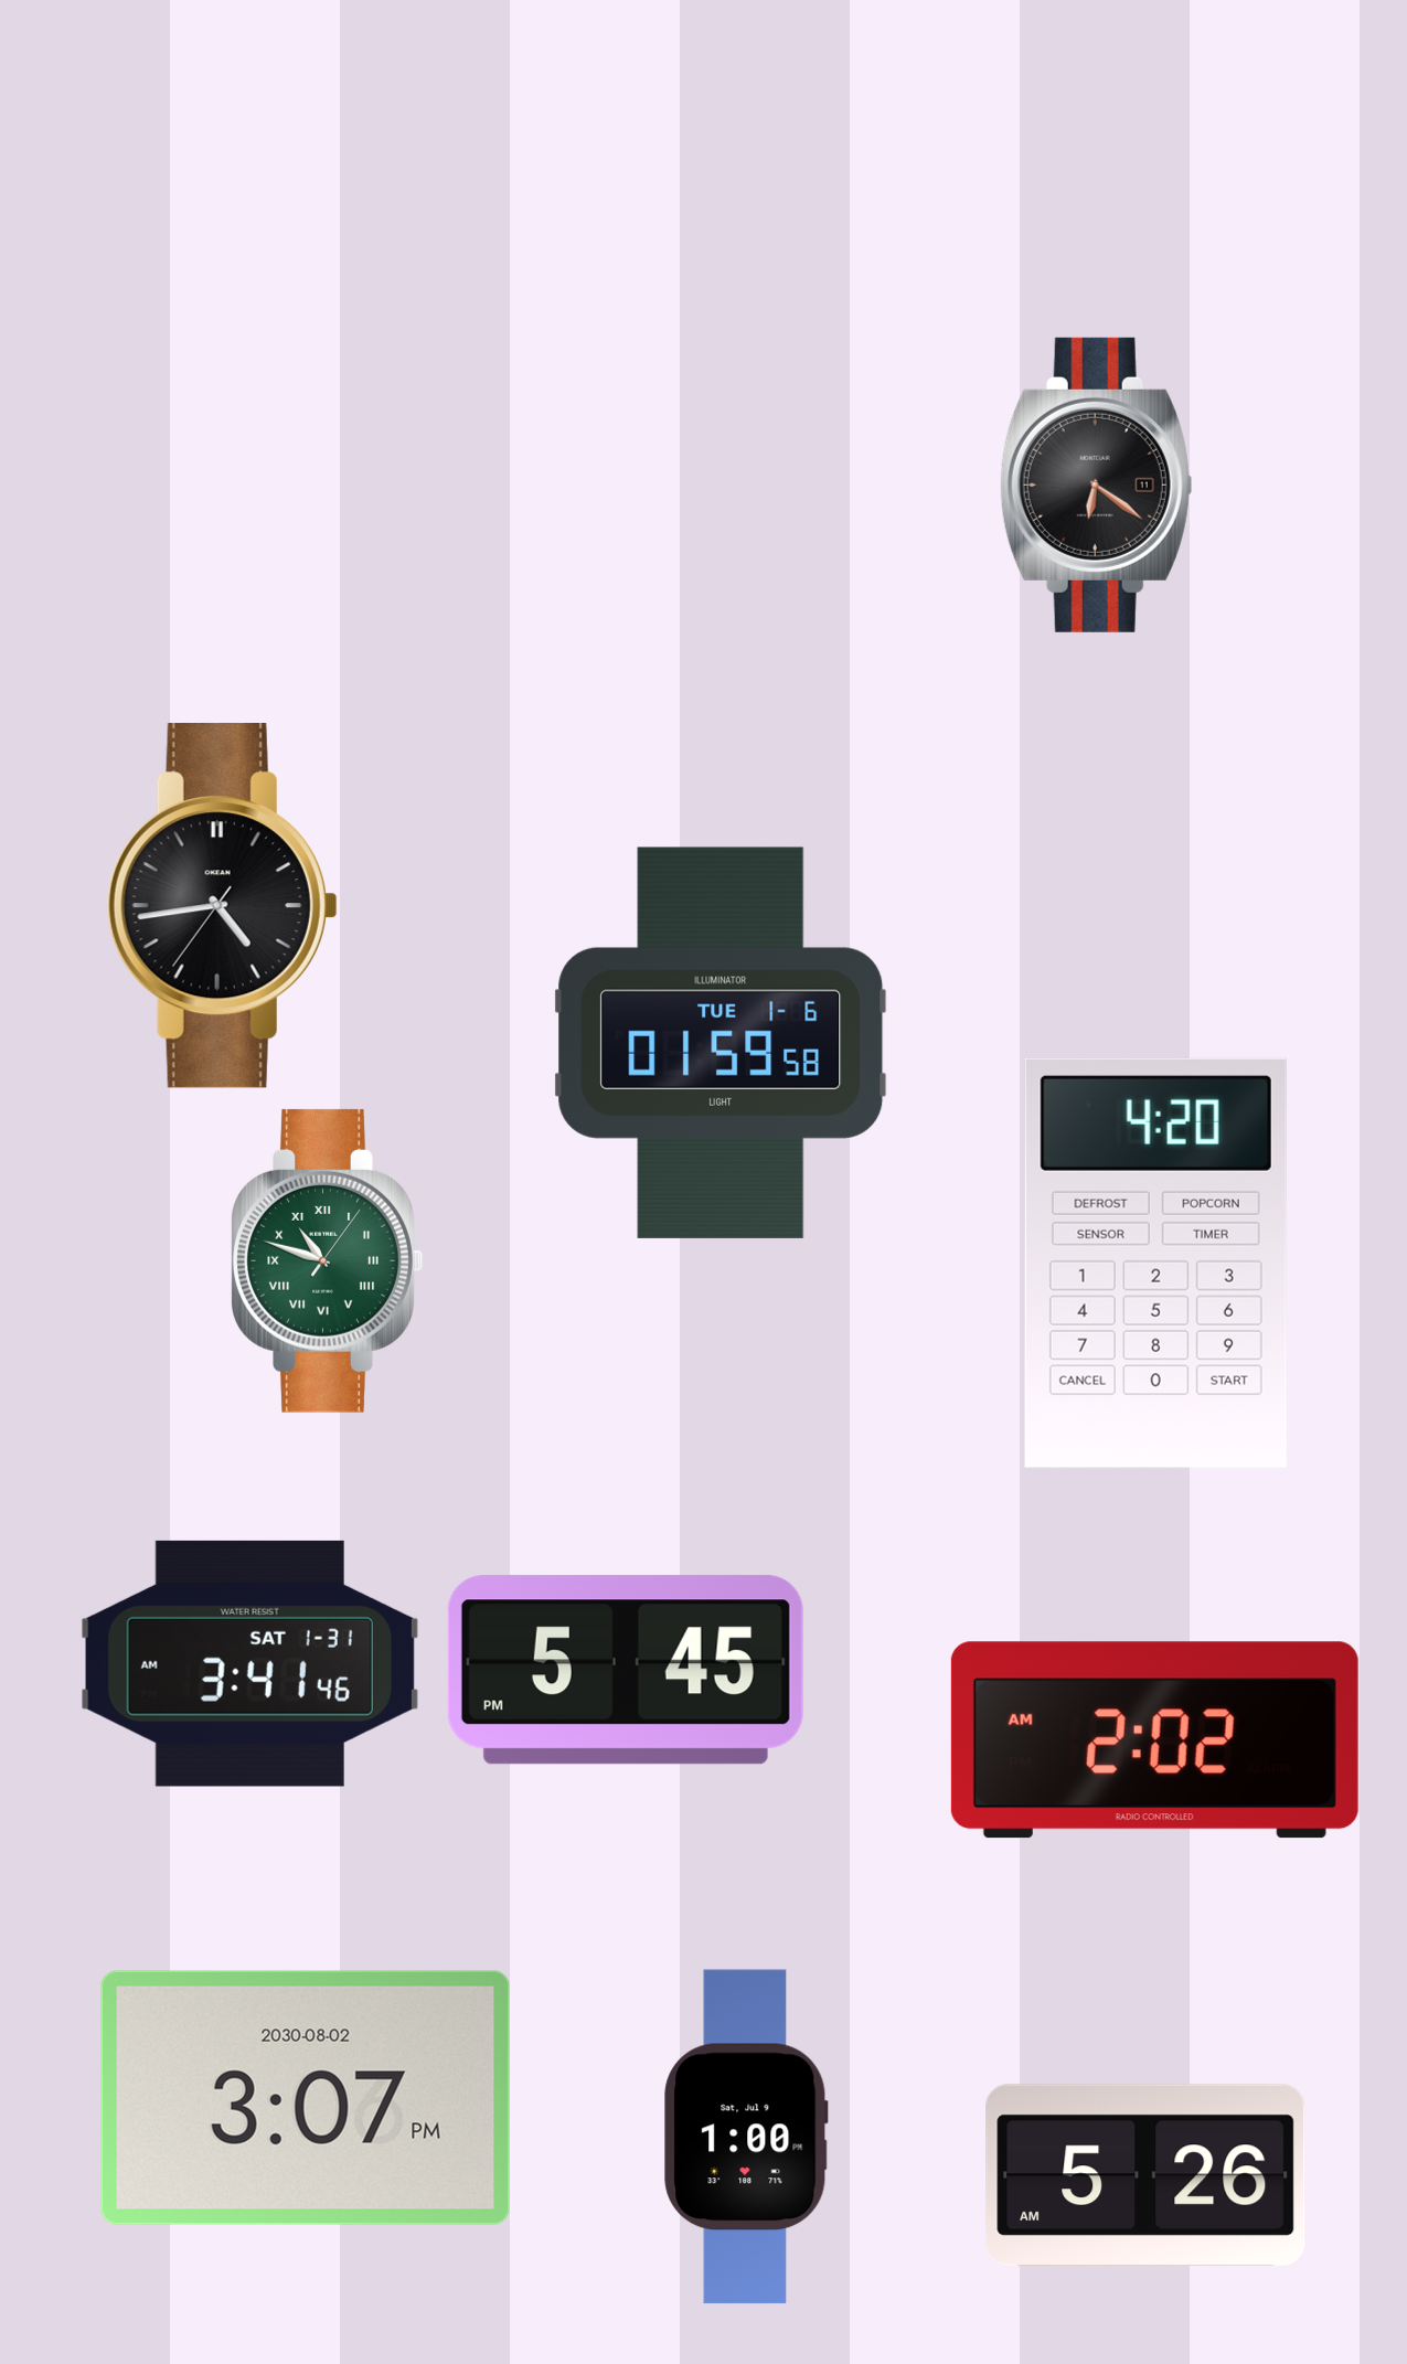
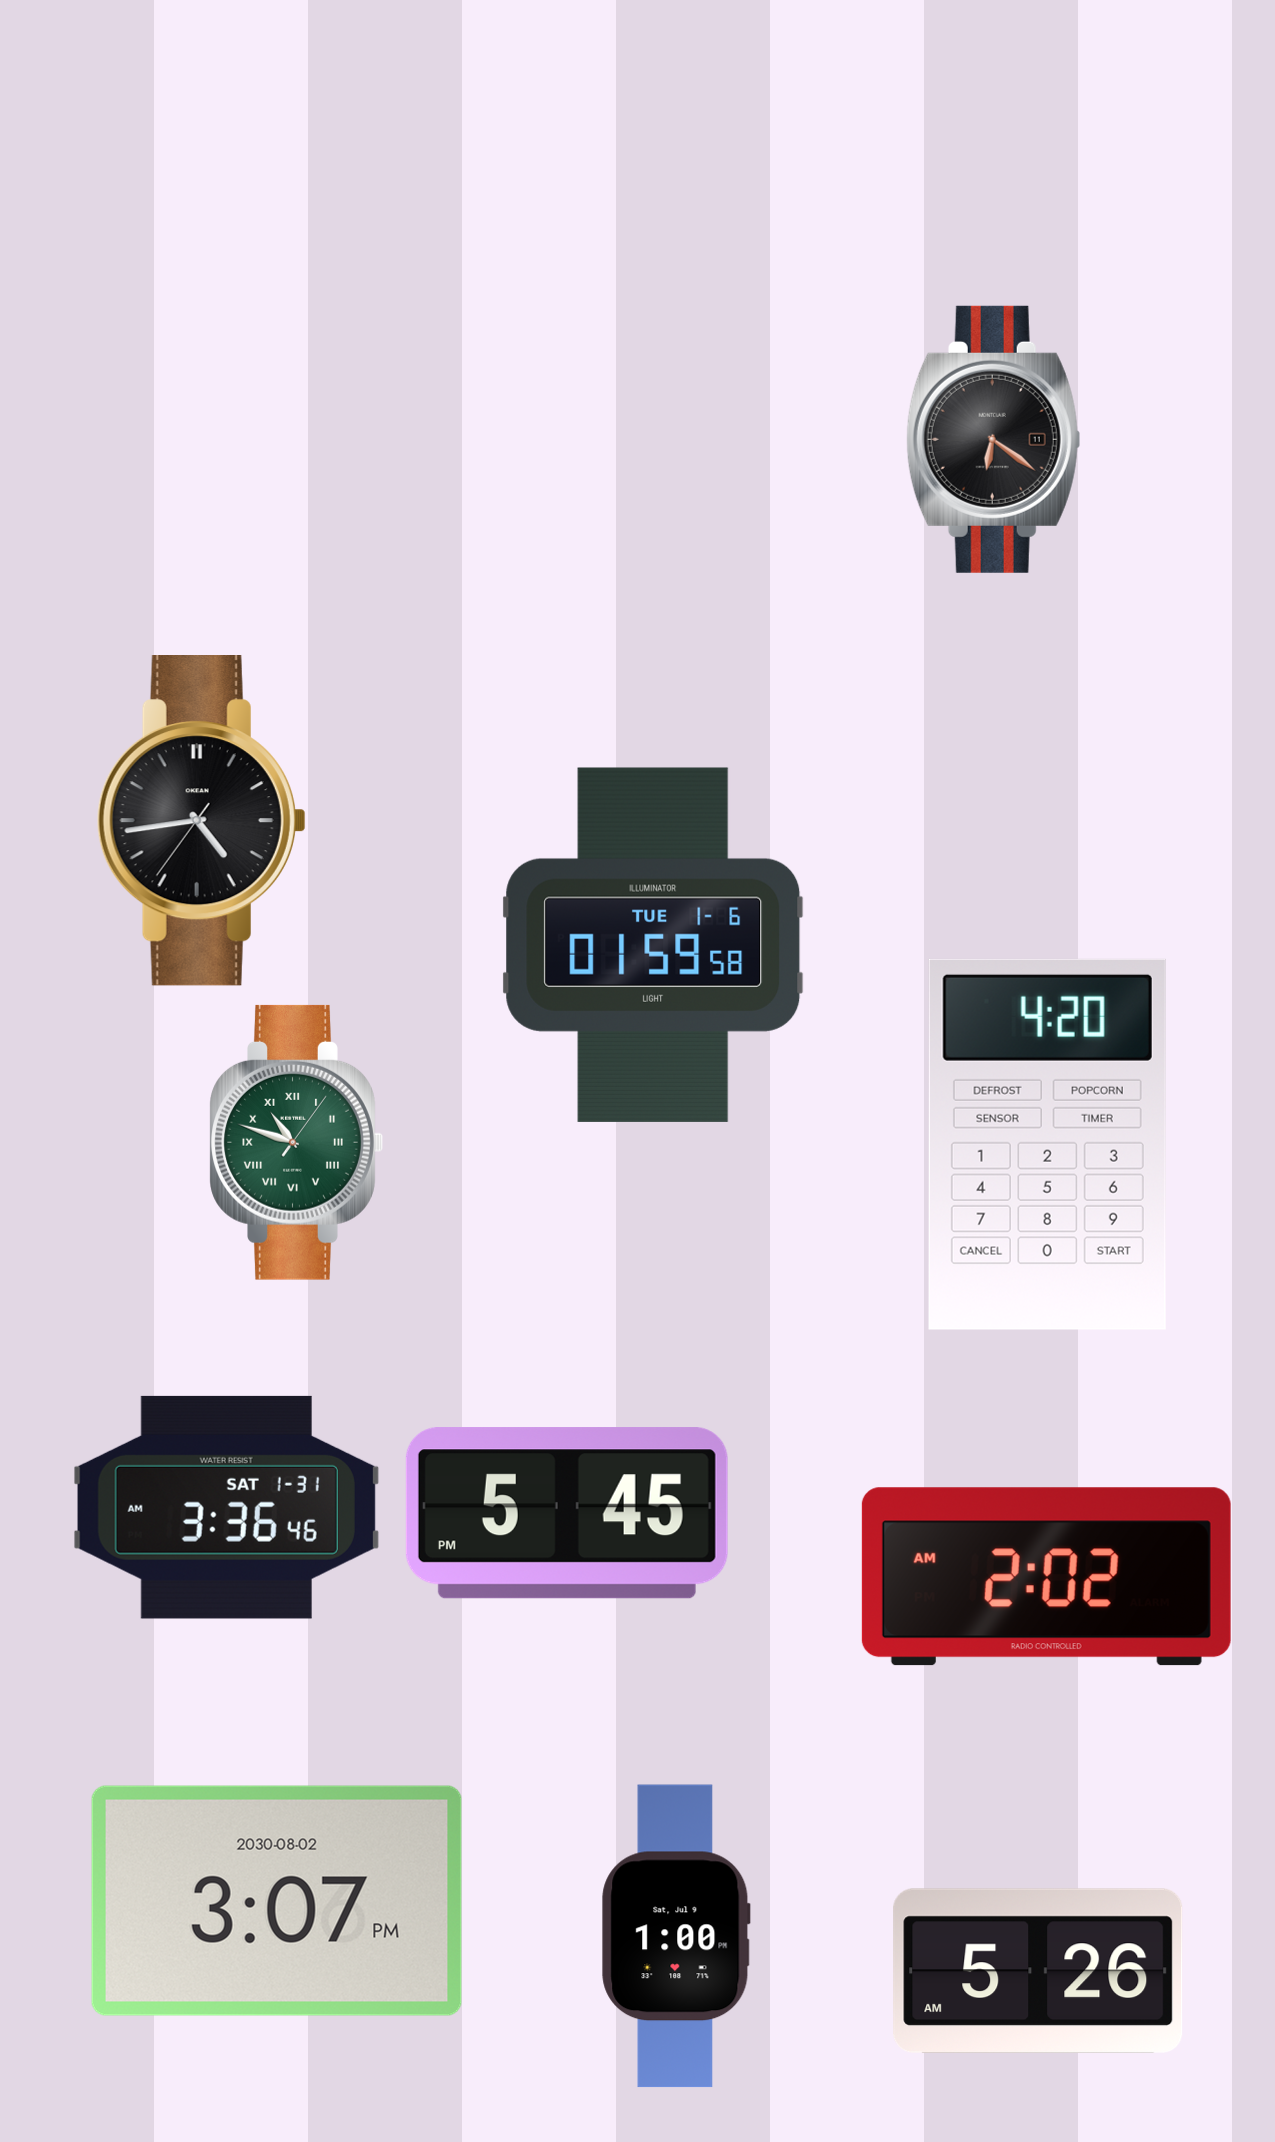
clock at (249, 1663): 3:41 -> 3:36
